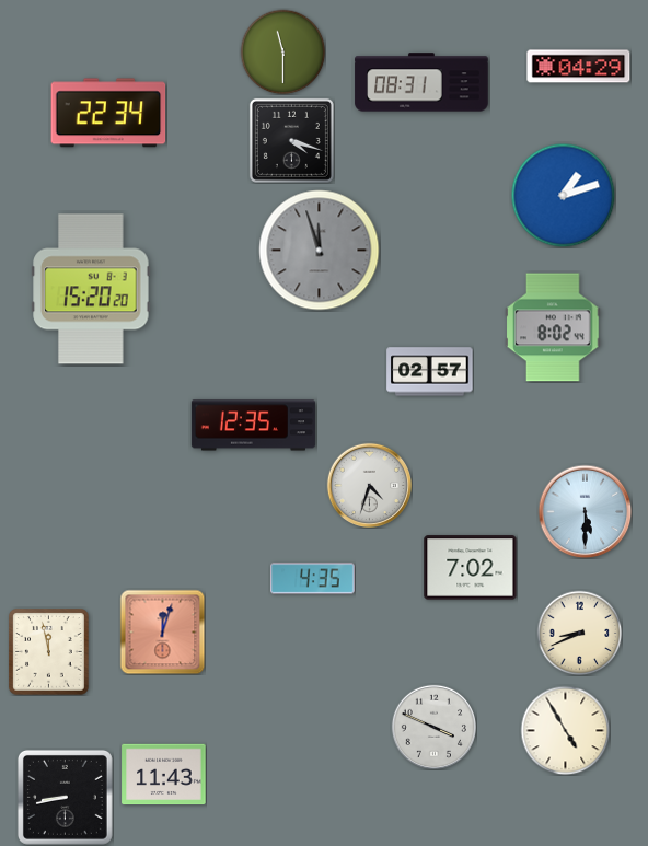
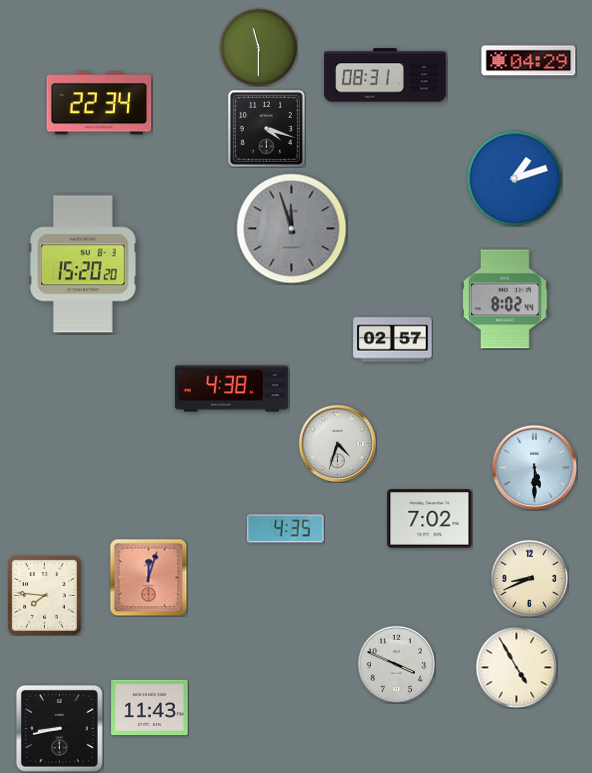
clock at (253, 426): 12:35 -> 4:38
clock at (49, 652): 11:58 -> 7:46
